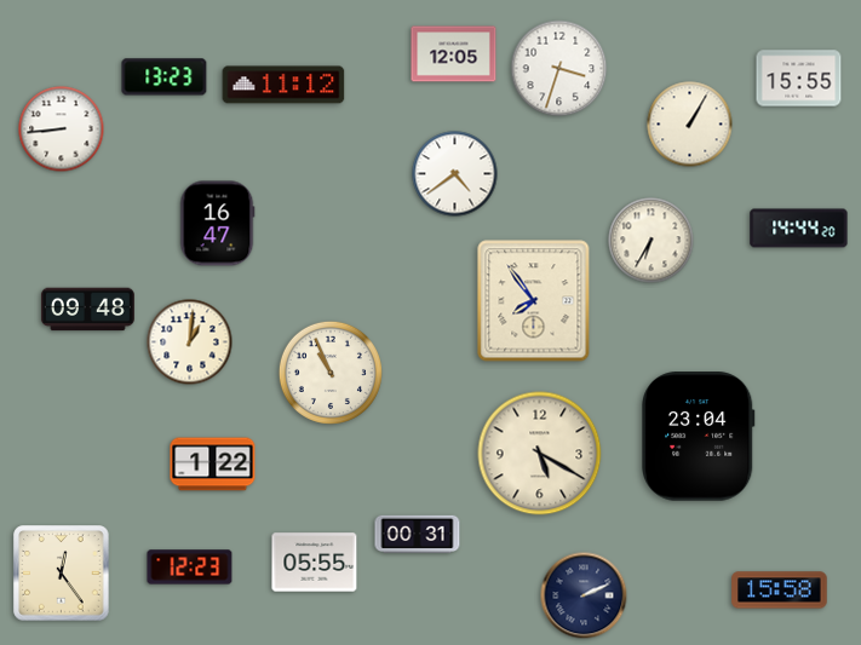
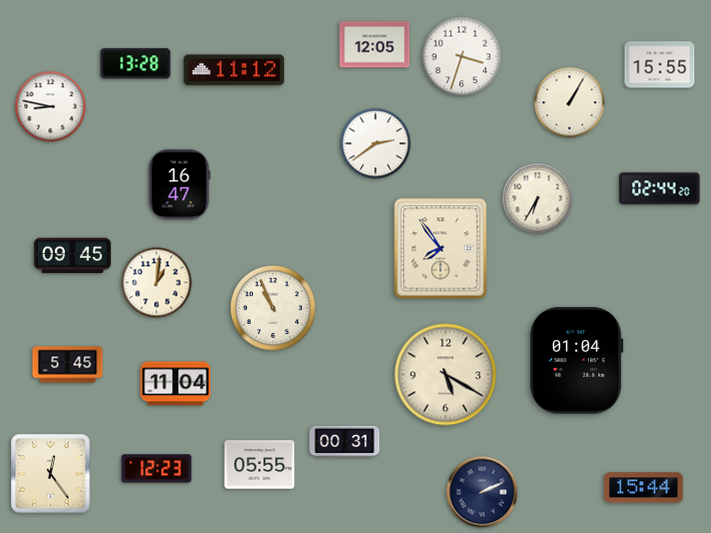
clock at (165, 77): 13:23 -> 13:28
clock at (62, 129): 8:44 -> 8:47
clock at (455, 174): 4:39 -> 2:39
clock at (799, 229): 14:44 -> 02:44
clock at (87, 310): 09:48 -> 09:45
clock at (699, 437): 23:04 -> 01:04
clock at (68, 365): none -> 5:45
clock at (213, 465): 1:22 -> 11:04
clock at (780, 591): 15:58 -> 15:44
